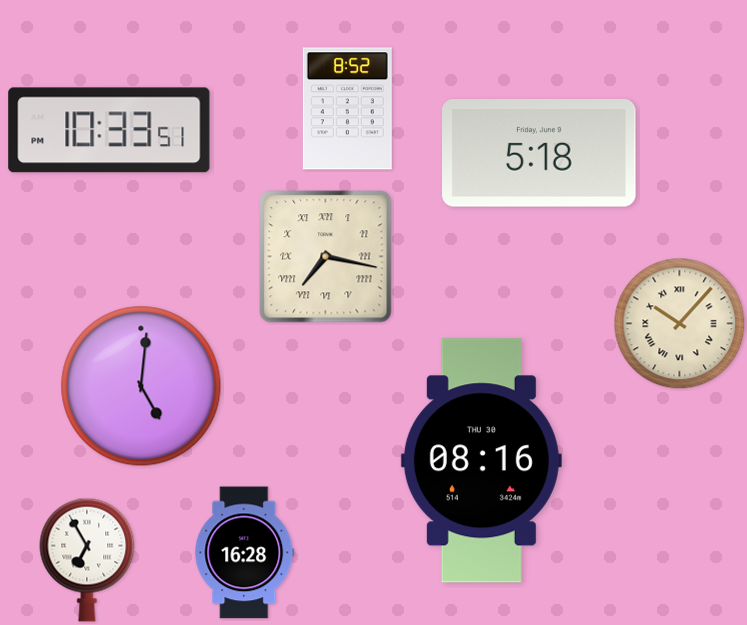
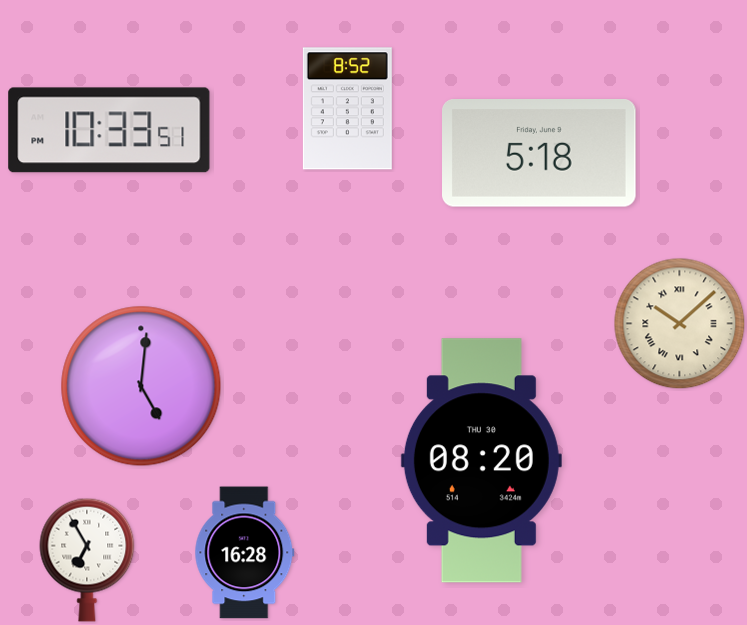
clock at (326, 257): 7:17 -> none
clock at (680, 324): 10:07 -> 10:08
clock at (481, 461): 08:16 -> 08:20
